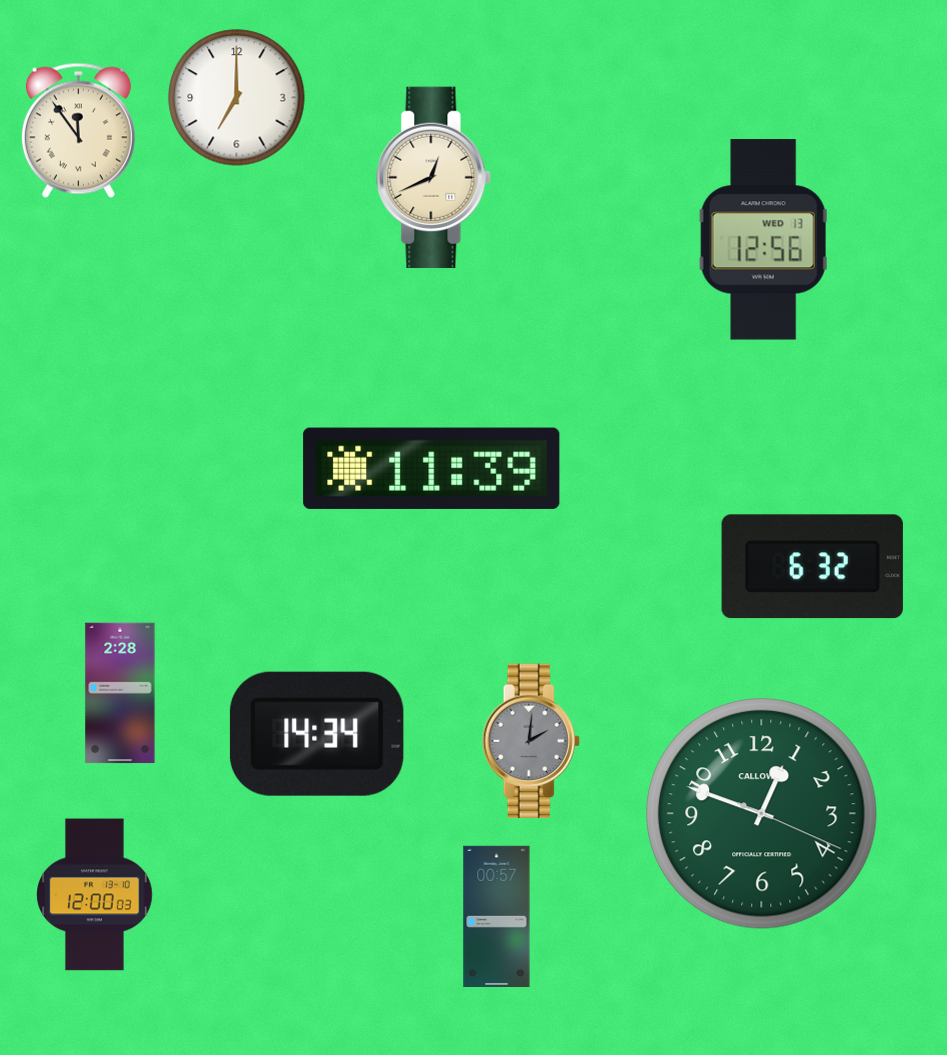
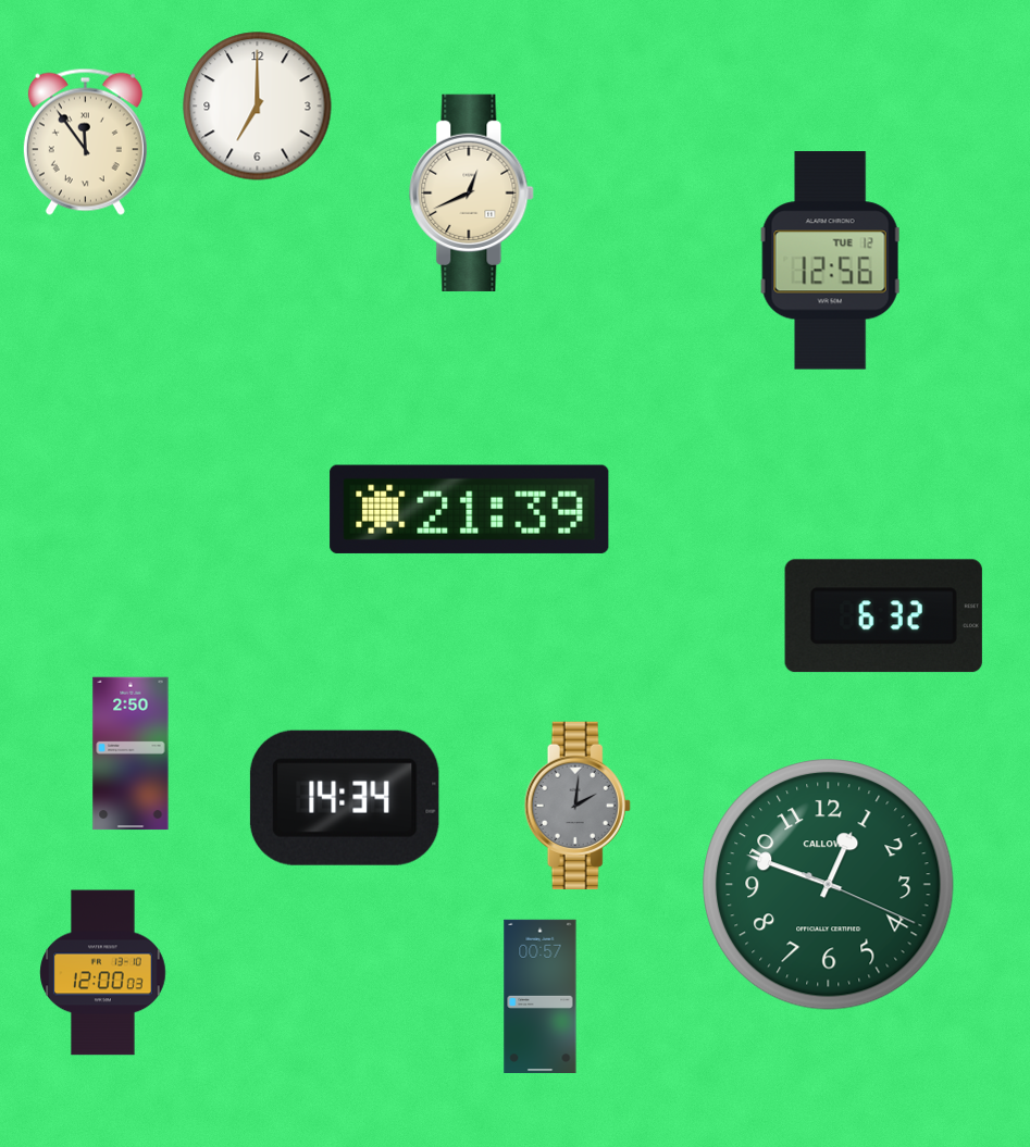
clock at (764, 240) date: WED 13 -> TUE 12
clock at (432, 468): 11:39 -> 21:39
clock at (120, 693): 2:28 -> 2:50
